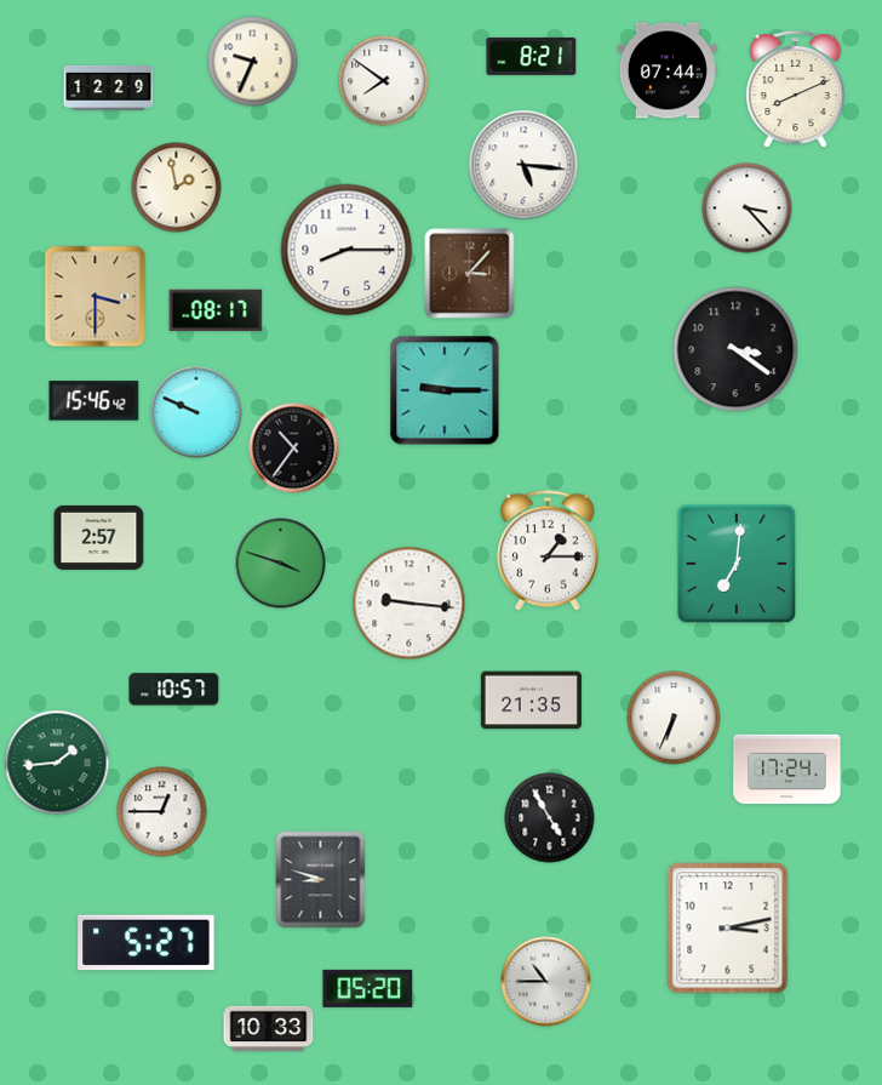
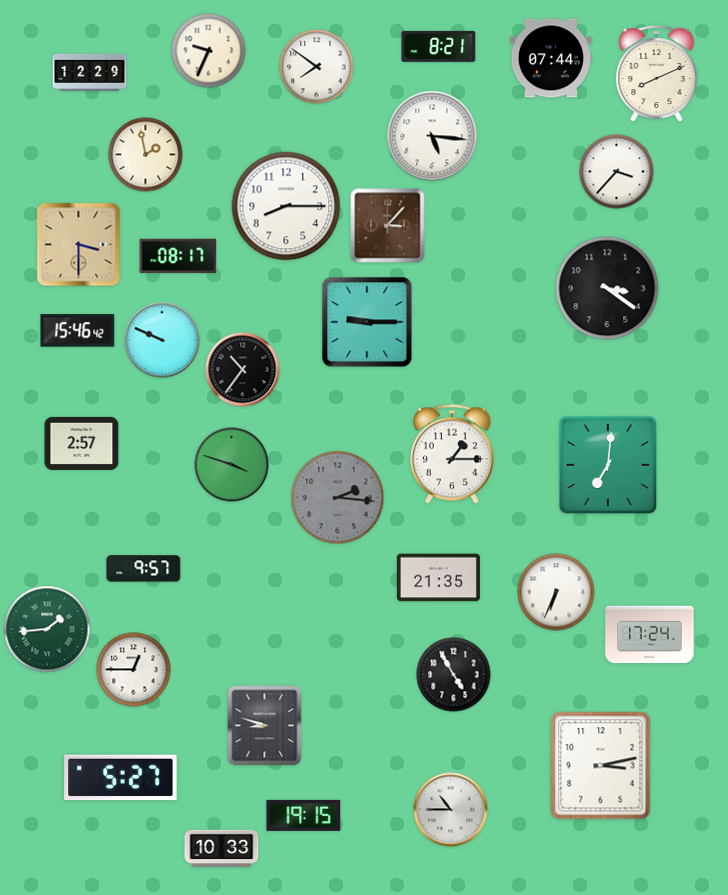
clock at (748, 209): 3:23 -> 3:37
clock at (409, 604): 9:16 -> 2:16
clock at (409, 604) dial: white -> grey
clock at (174, 690): 10:57 -> 9:57
clock at (368, 988): 05:20 -> 19:15
